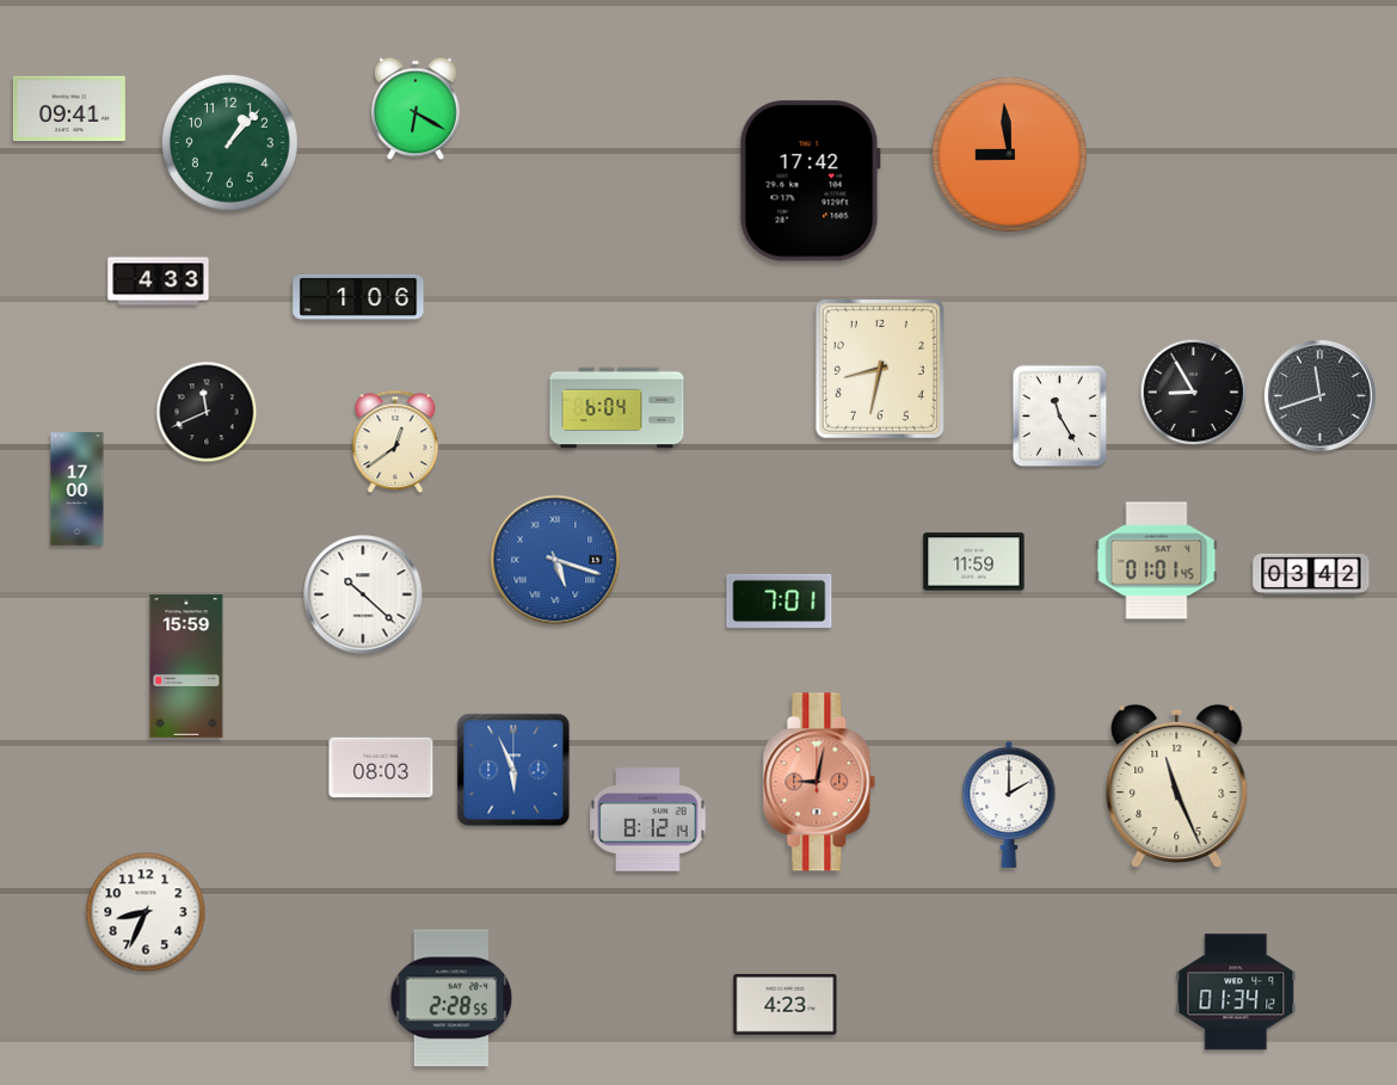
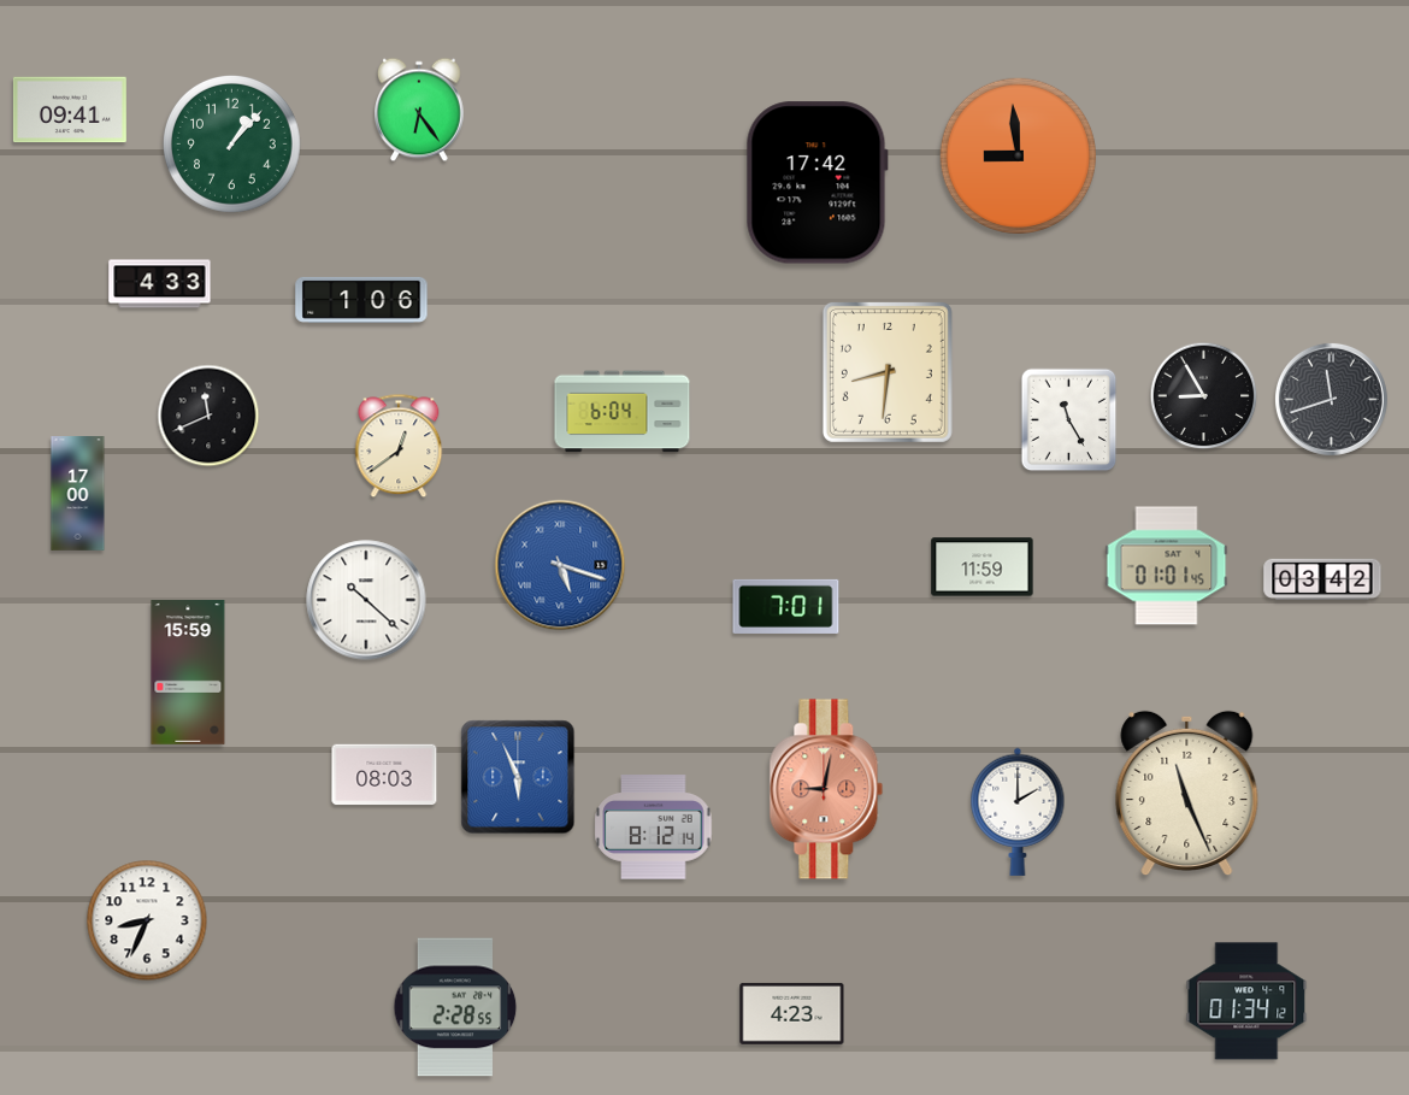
clock at (417, 109): 6:20 -> 6:24
clock at (880, 369): 8:32 -> 8:31
